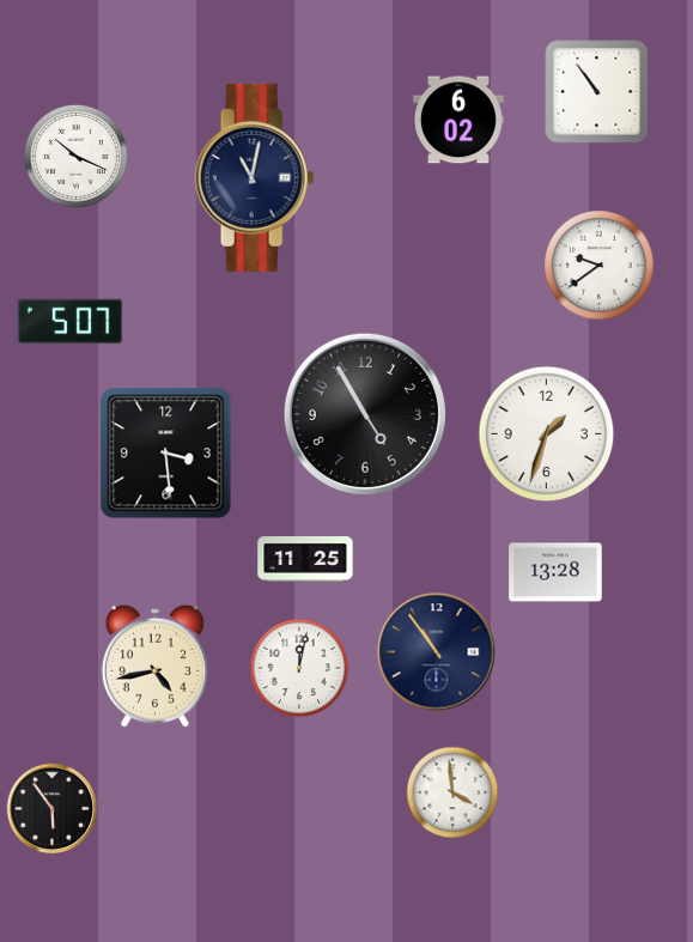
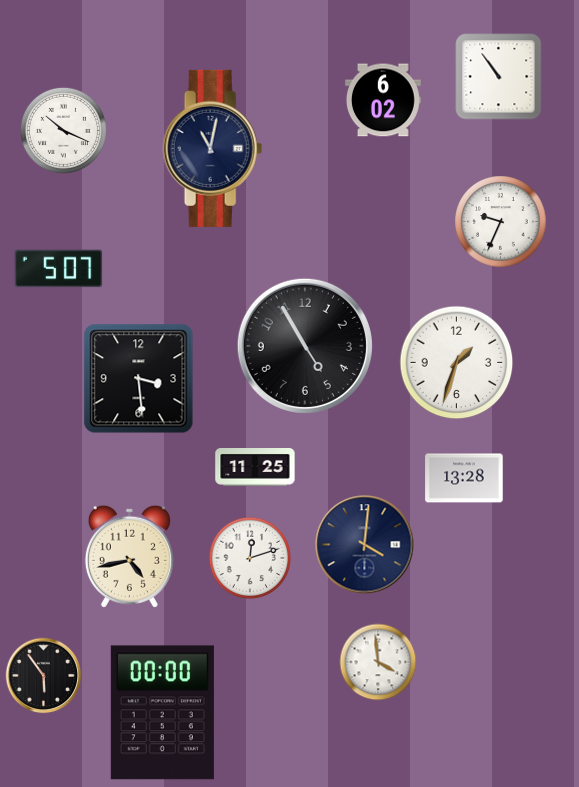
clock at (600, 266): 9:39 -> 9:34
clock at (437, 652): 10:54 -> 4:01
clock at (299, 668): 12:02 -> 12:12
clock at (162, 713): none -> 00:00
